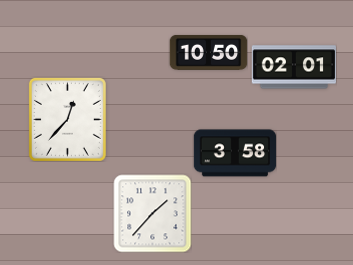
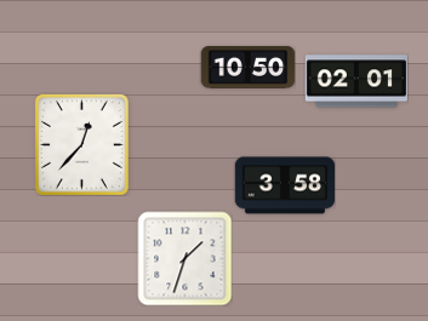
clock at (208, 52) position: (208, 52) -> (247, 67)
clock at (152, 213): 1:37 -> 1:33
